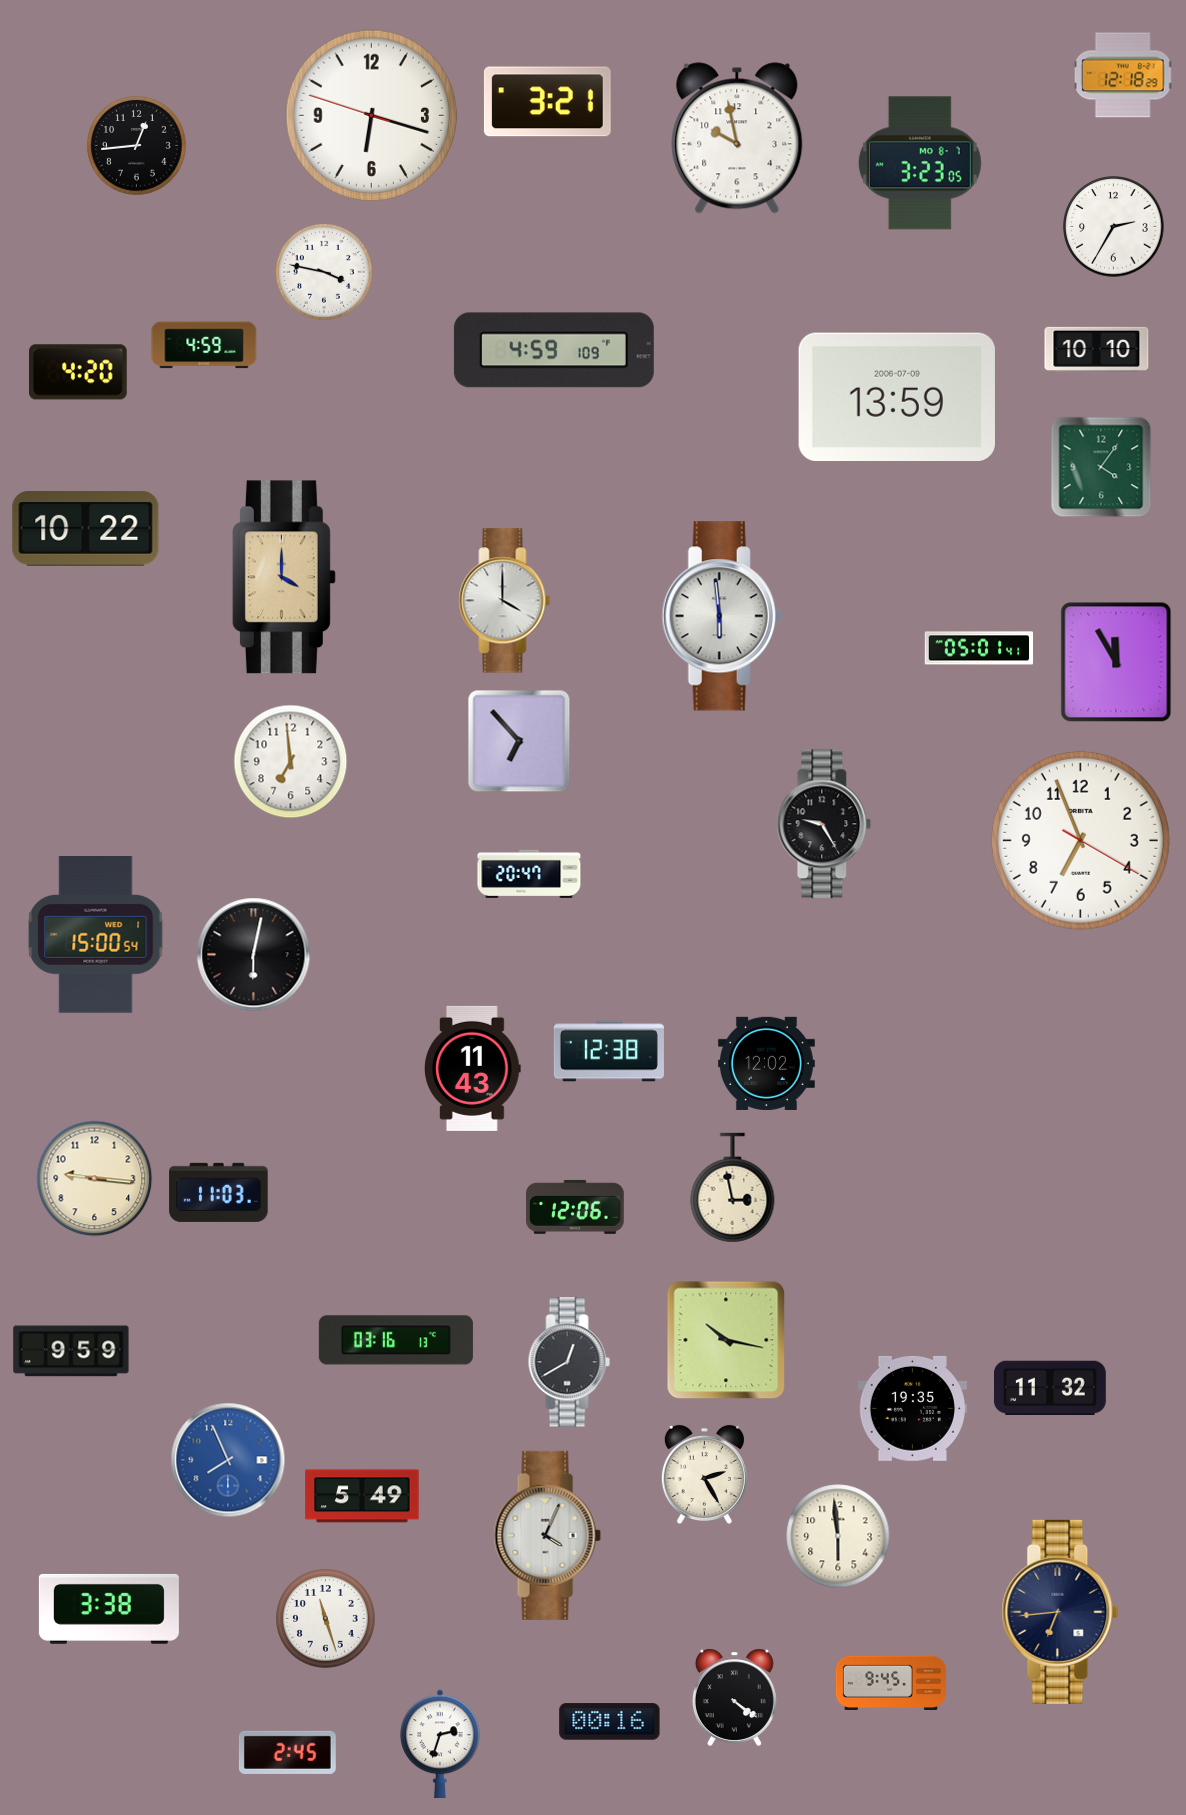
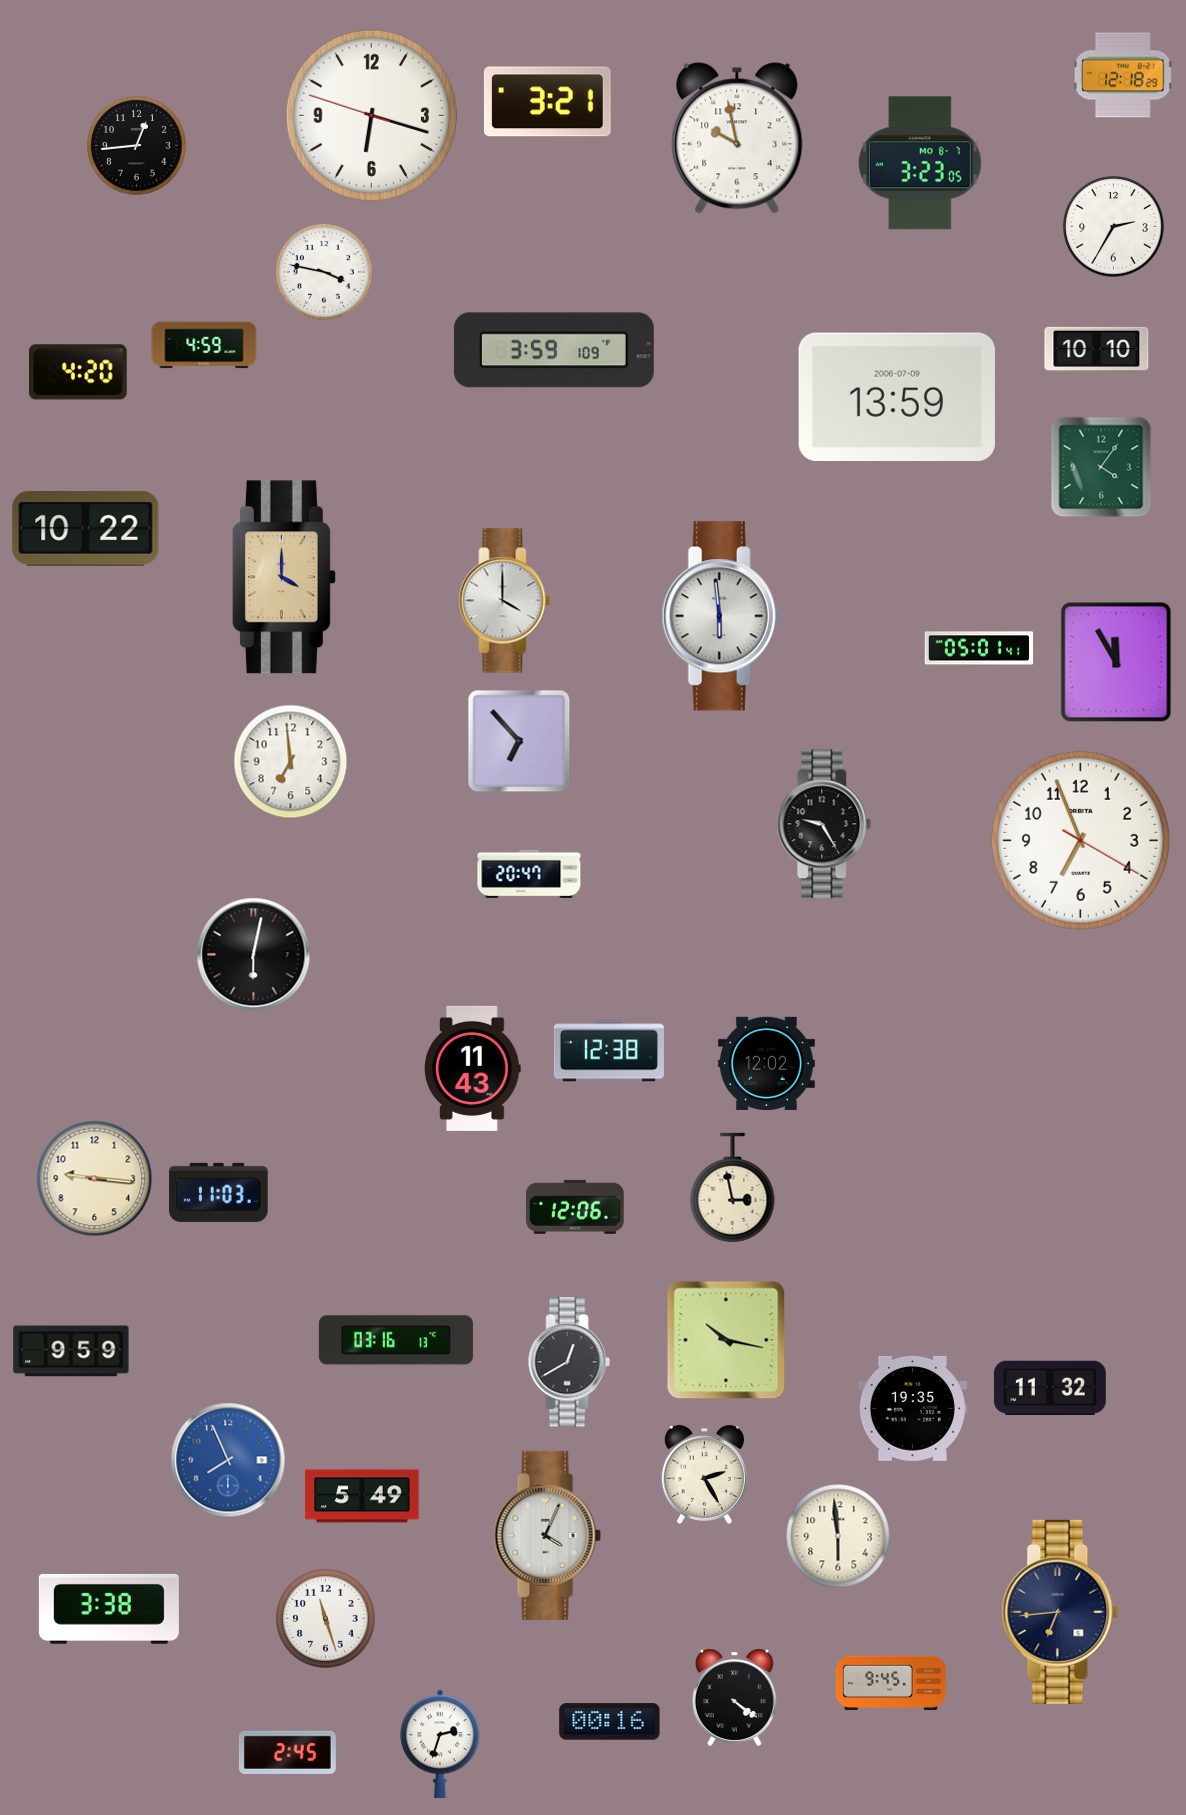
clock at (554, 350): 4:59 -> 3:59
clock at (96, 935): 15:00 -> none
